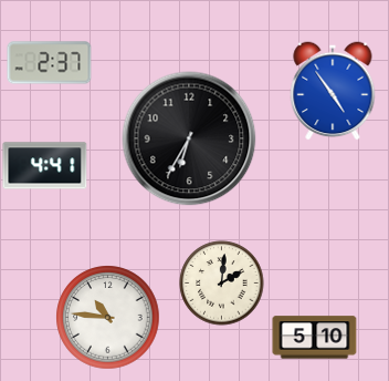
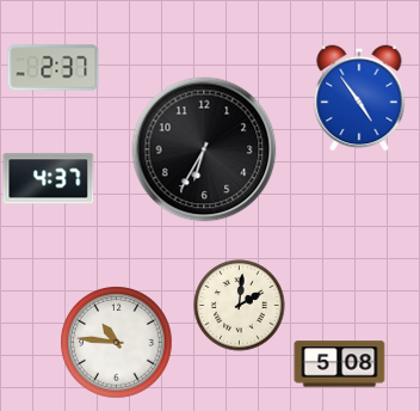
clock at (45, 166): 4:41 -> 4:37
clock at (315, 338): 5:10 -> 5:08
